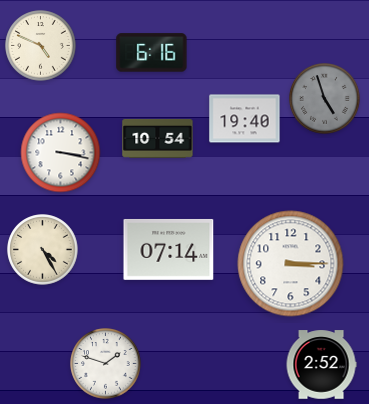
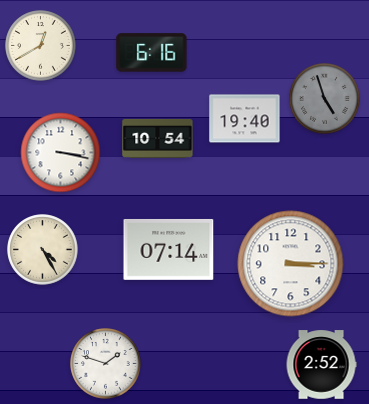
clock at (41, 46): 4:49 -> 12:40
